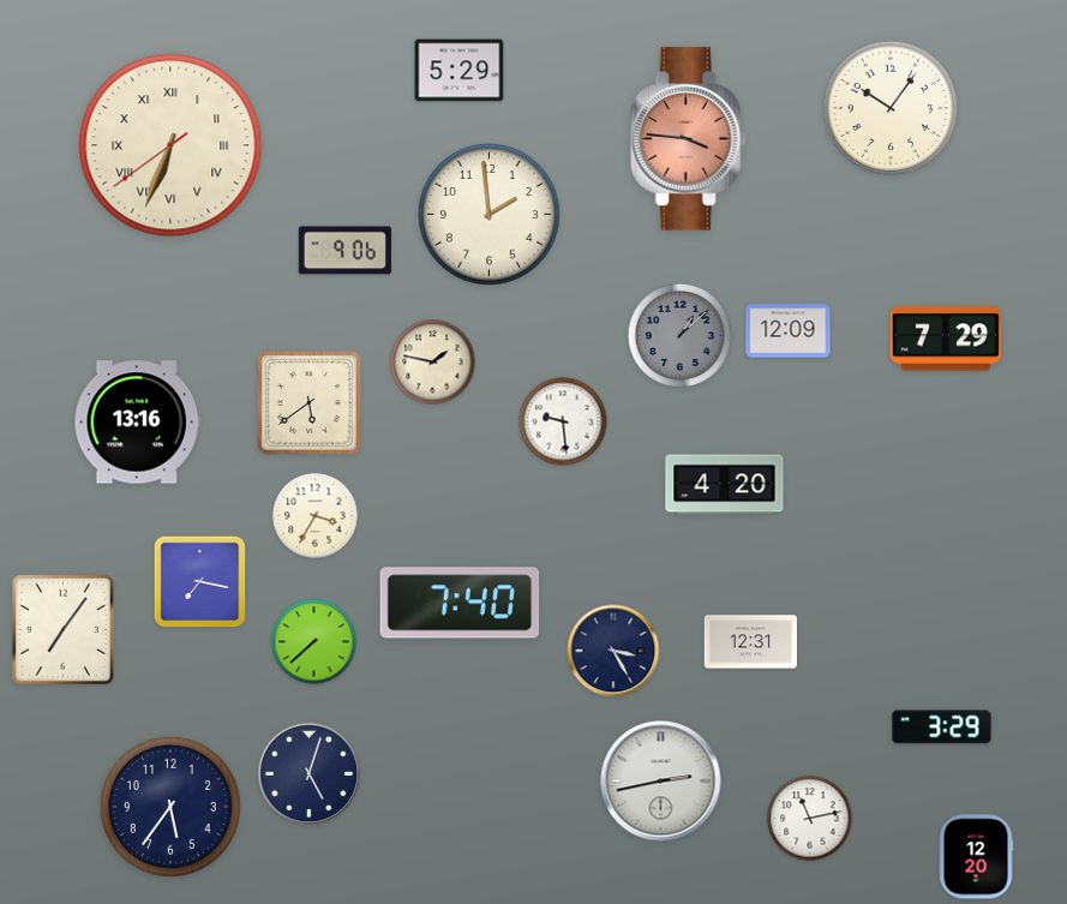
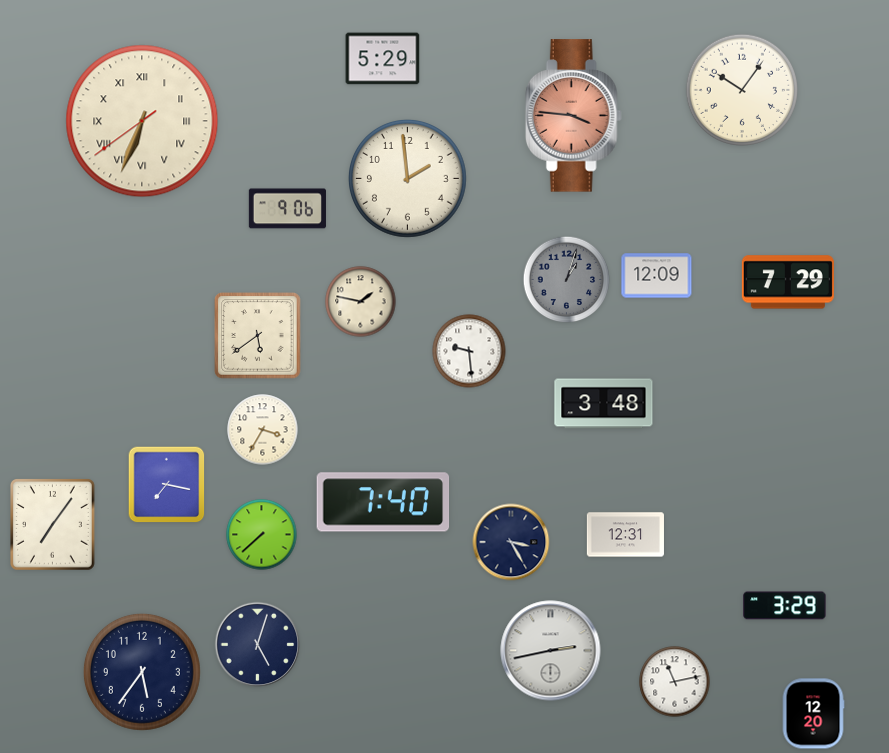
clock at (681, 336): 1:08 -> 1:03
clock at (137, 423): 13:16 -> none
clock at (725, 485): 4:20 -> 3:48
